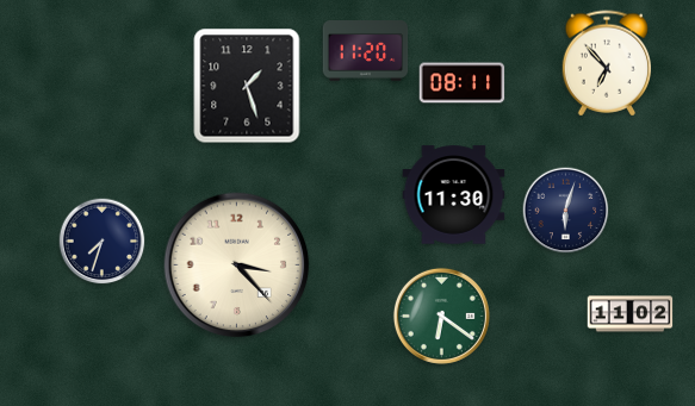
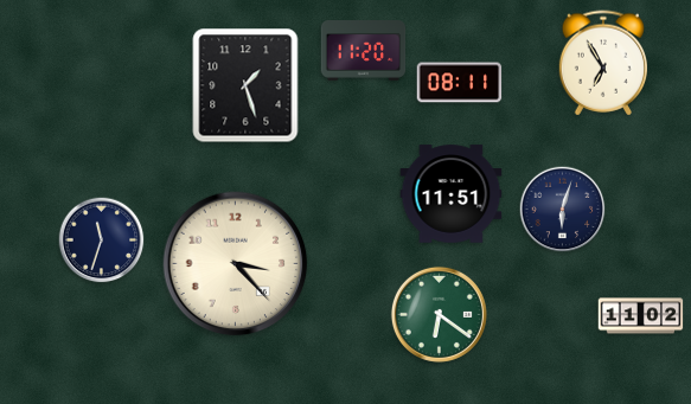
clock at (607, 63): 6:53 -> 6:55
clock at (454, 195): 11:30 -> 11:51
clock at (103, 242): 7:33 -> 11:33
clock at (631, 314) position: (631, 314) -> (641, 316)
